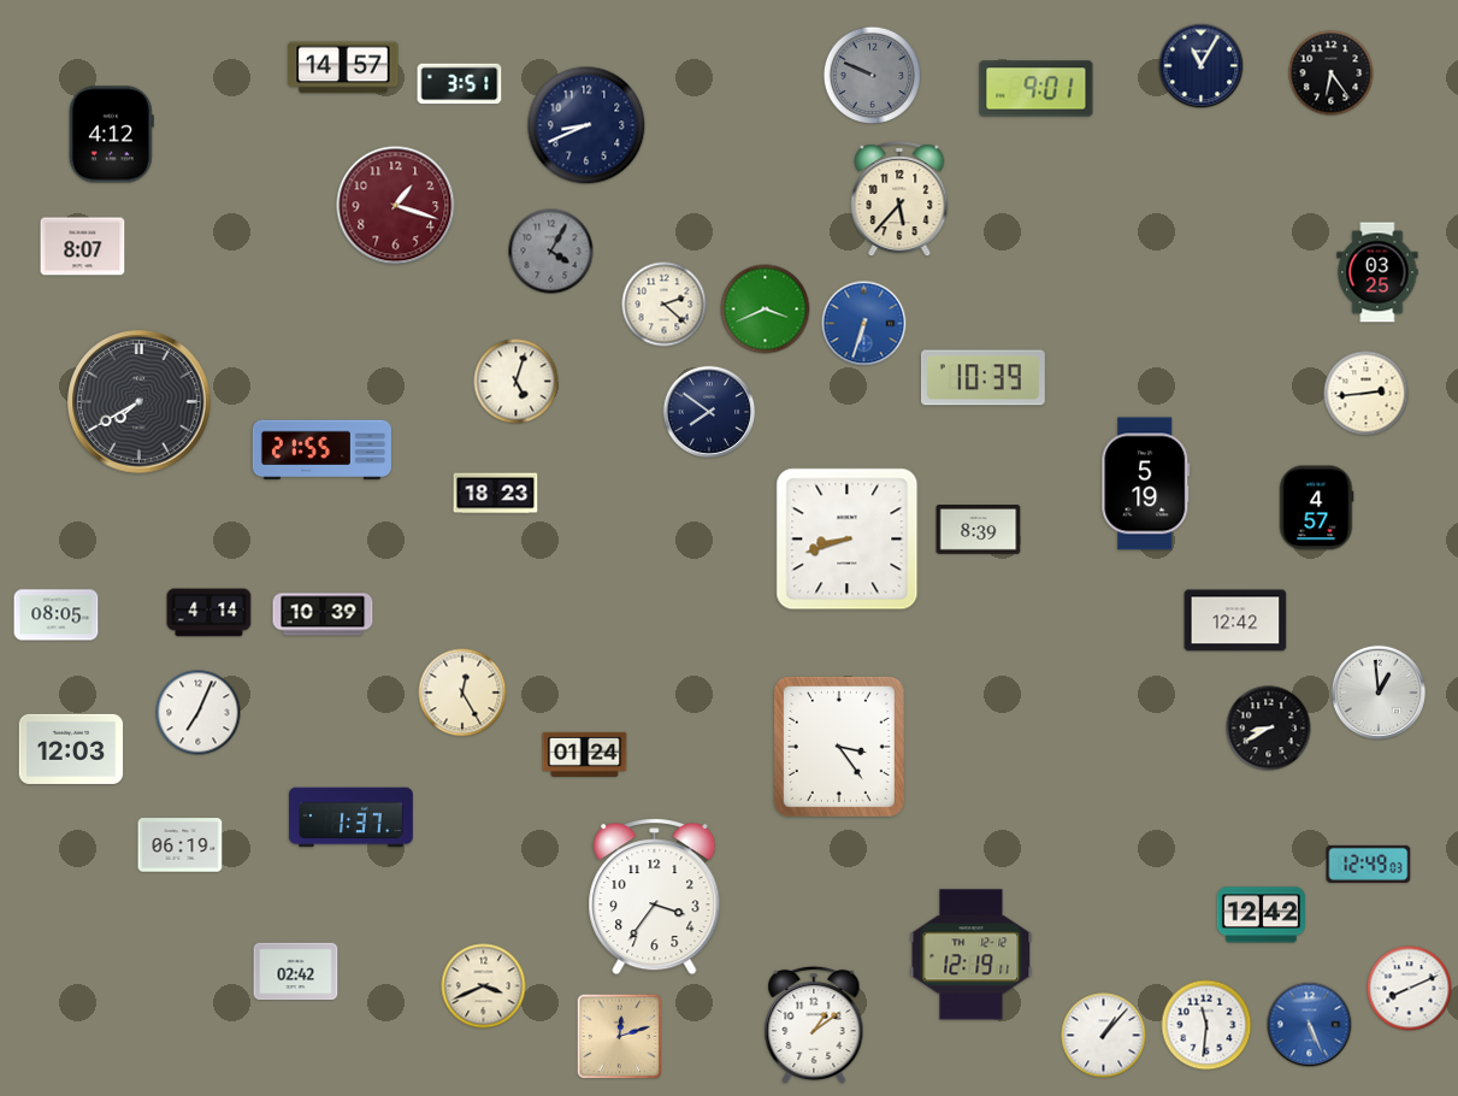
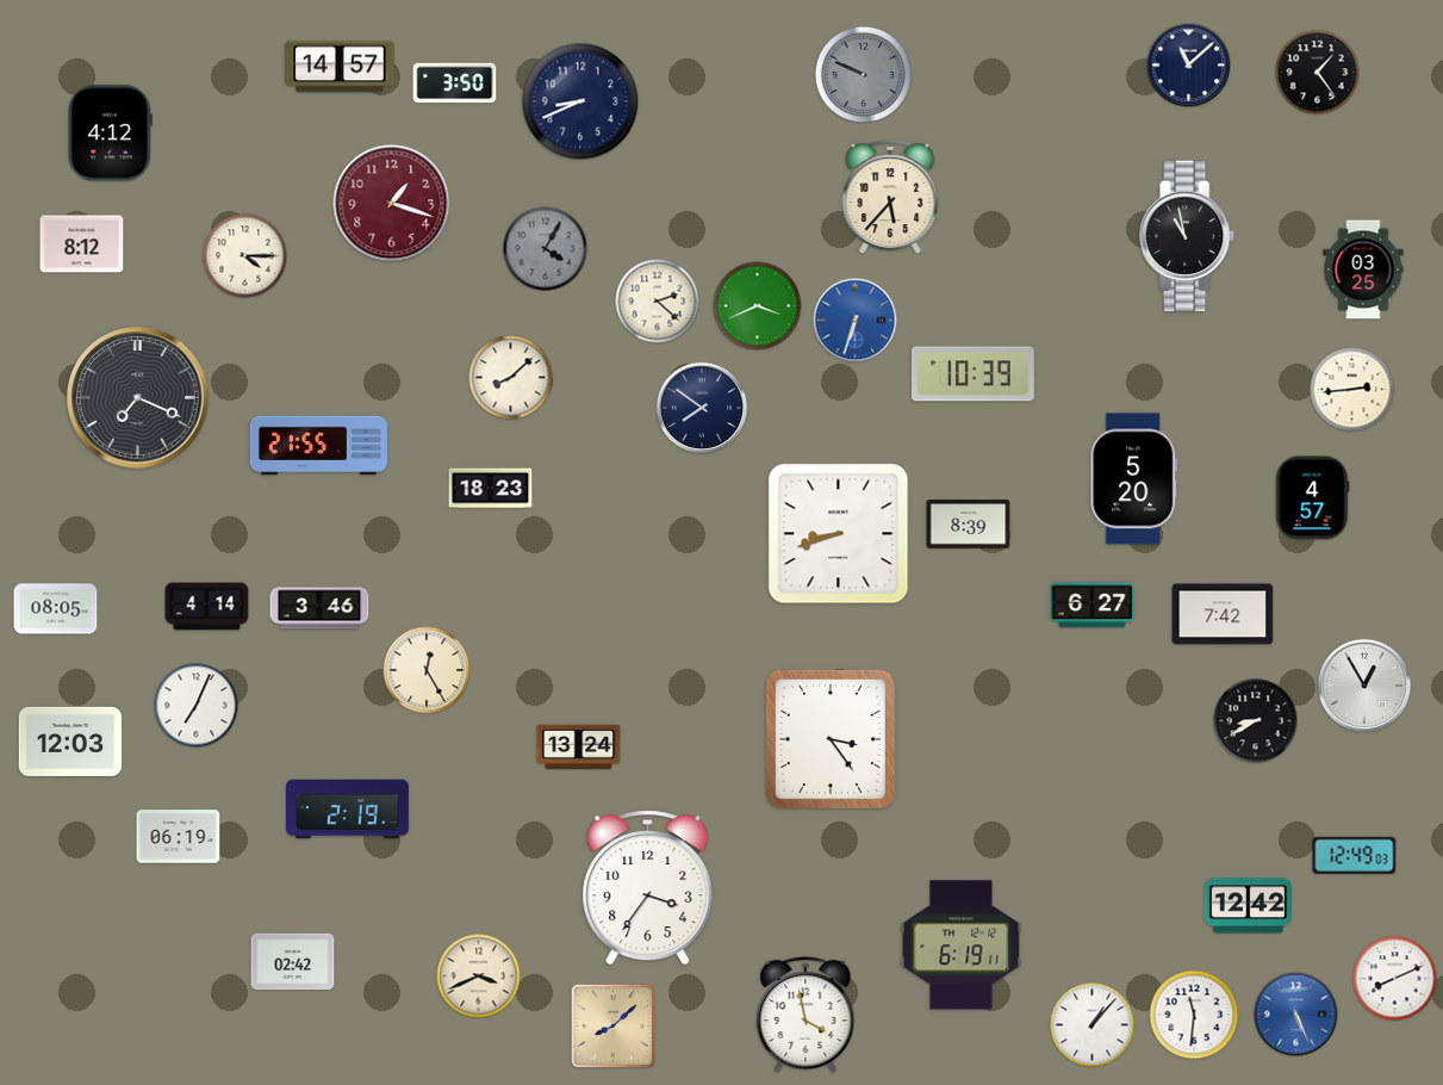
clock at (1202, 66): 11:05 -> 11:08
clock at (1332, 73): 6:24 -> 1:24
clock at (460, 84): 3:51 -> 3:50
clock at (1037, 89): 9:01 -> none
clock at (586, 125) position: (586, 125) -> (580, 101)
clock at (1188, 236): none -> 10:58
clock at (83, 247): 8:07 -> 8:12
clock at (245, 256): none -> 4:15
clock at (517, 382): 5:03 -> 8:08
clock at (140, 402): 7:40 -> 7:19
clock at (1146, 484): 5:19 -> 5:20
clock at (1316, 508) position: (1316, 508) -> (1312, 498)
clock at (1093, 606): none -> 6:27
clock at (323, 614): 10:39 -> 3:46
clock at (1235, 620): 12:42 -> 7:42
clock at (462, 693) position: (462, 693) -> (427, 670)
clock at (1379, 693): 12:59 -> 12:55
clock at (585, 754): 01:24 -> 13:24
clock at (352, 818): 1:37 -> 2:19
clock at (972, 955): 12:19 -> 6:19
clock at (814, 1025): 1:09 -> 3:58
clock at (620, 1037): 12:12 -> 8:08
